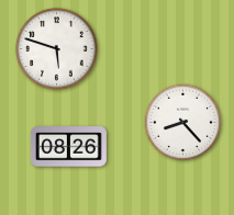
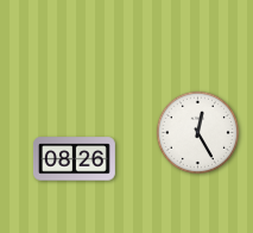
clock at (57, 49): 5:48 -> none
clock at (182, 122): 8:23 -> 12:25
